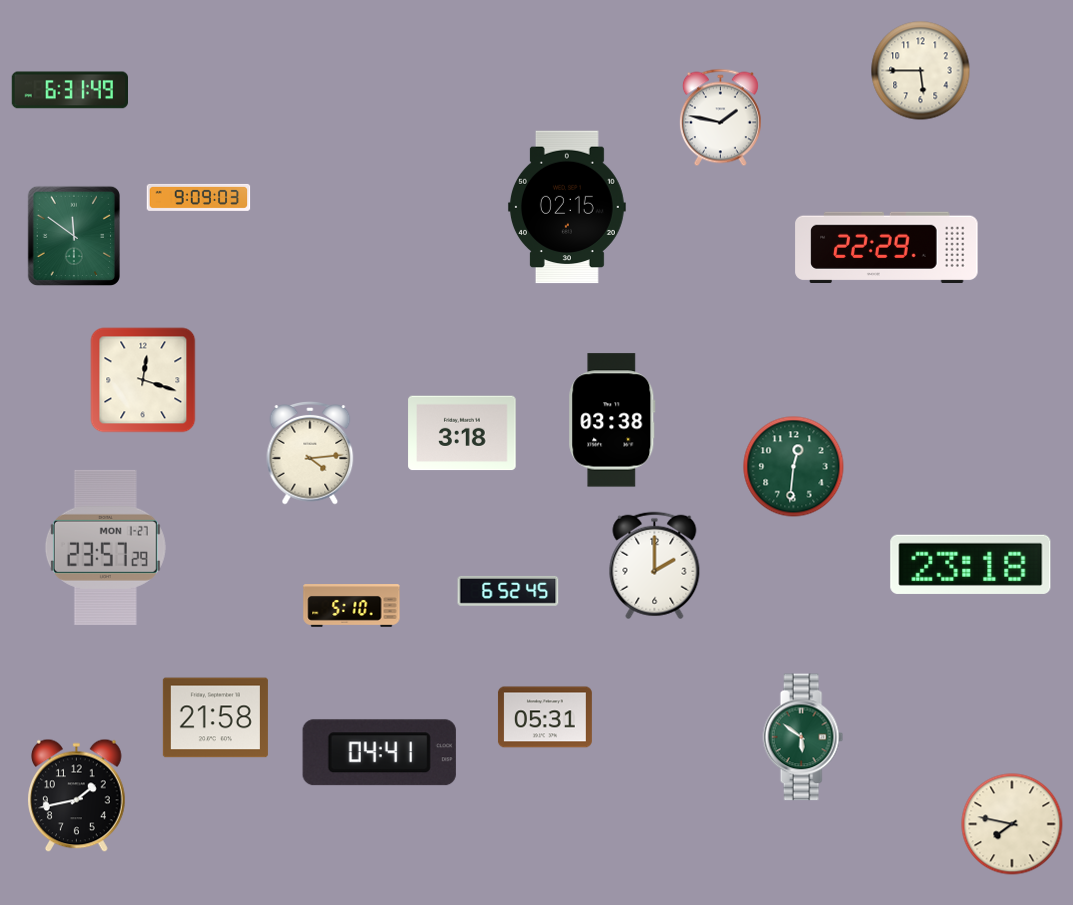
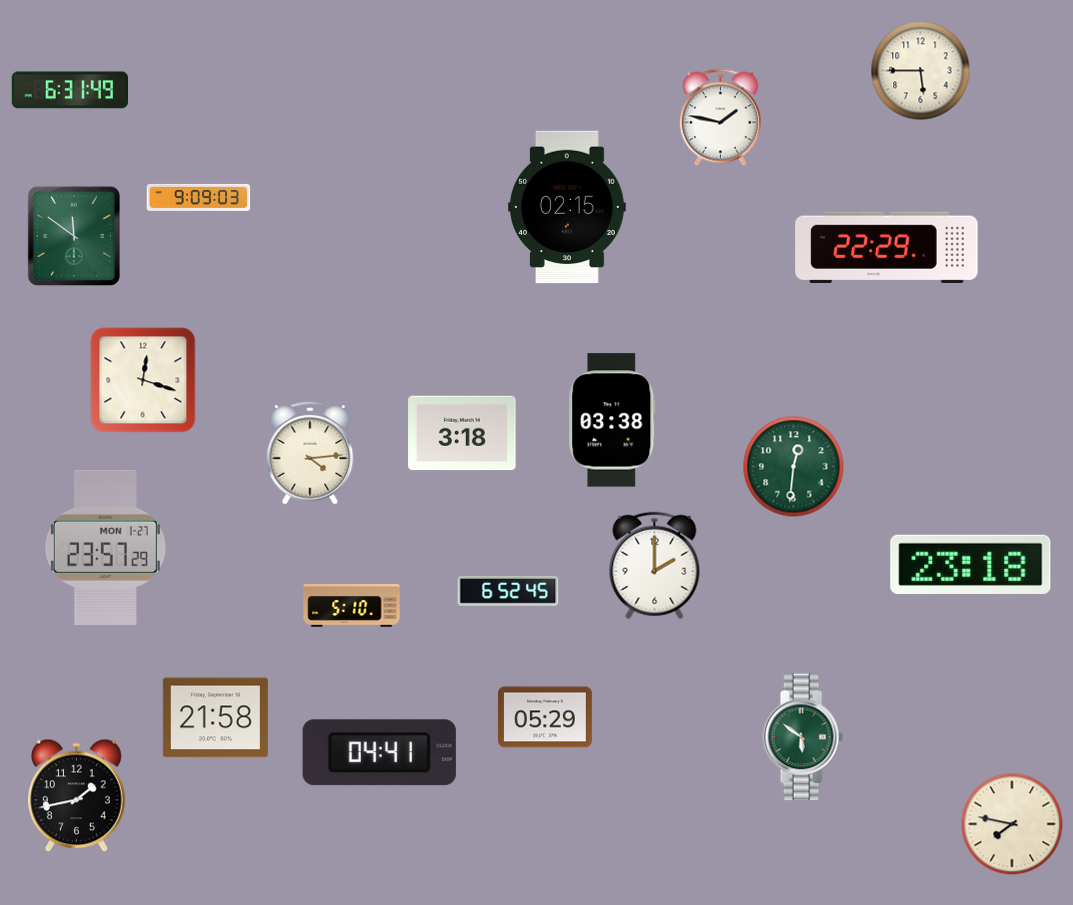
clock at (545, 717): 05:31 -> 05:29
